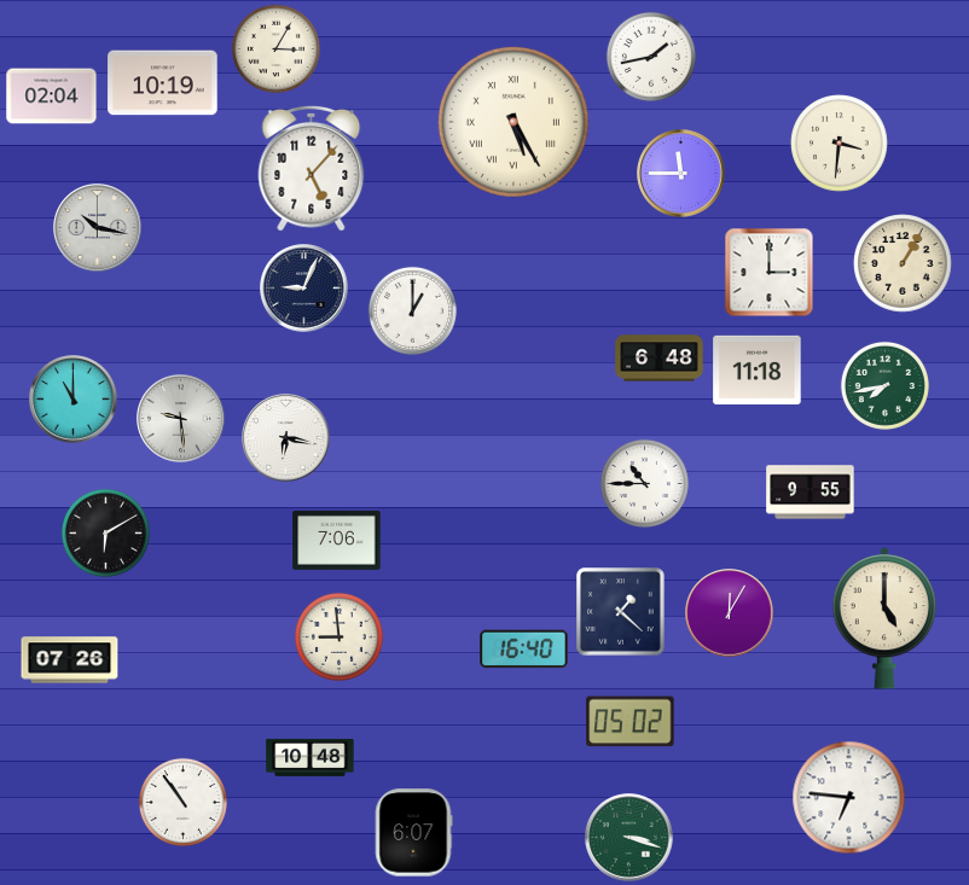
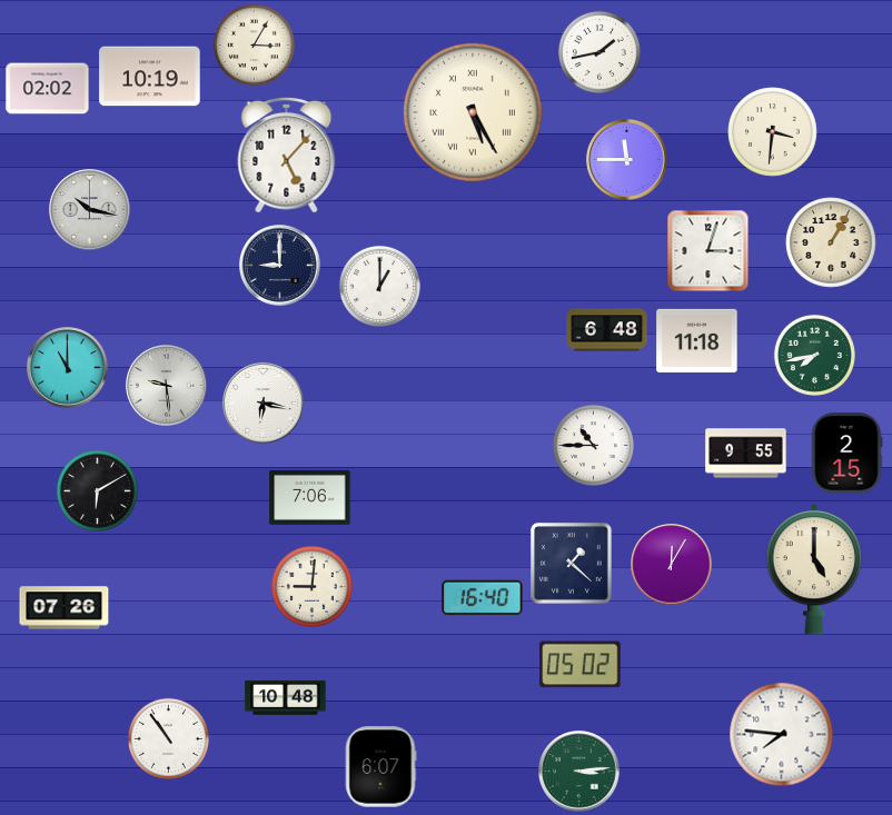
clock at (52, 97): 02:04 -> 02:02
clock at (770, 273): 3:00 -> 3:03
clock at (304, 289): 9:04 -> 9:00
clock at (846, 454): none -> 2:15
clock at (338, 636): 8:59 -> 9:01
clock at (849, 798): 6:46 -> 7:46
clock at (629, 838): 3:18 -> 3:14
